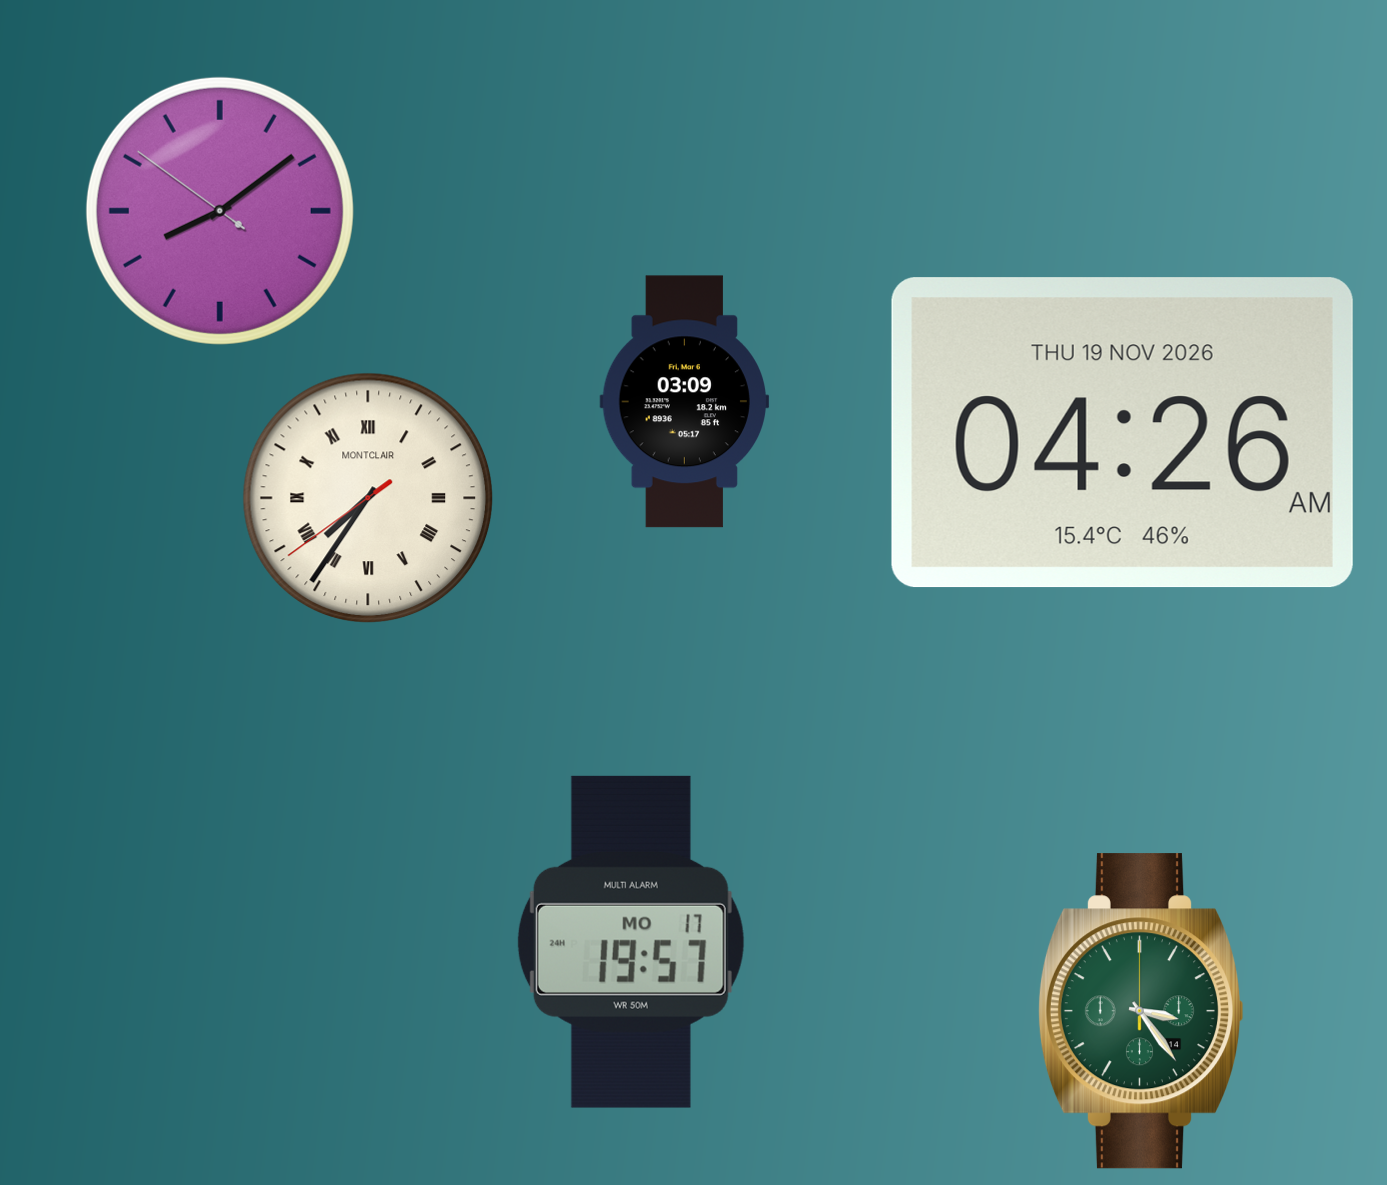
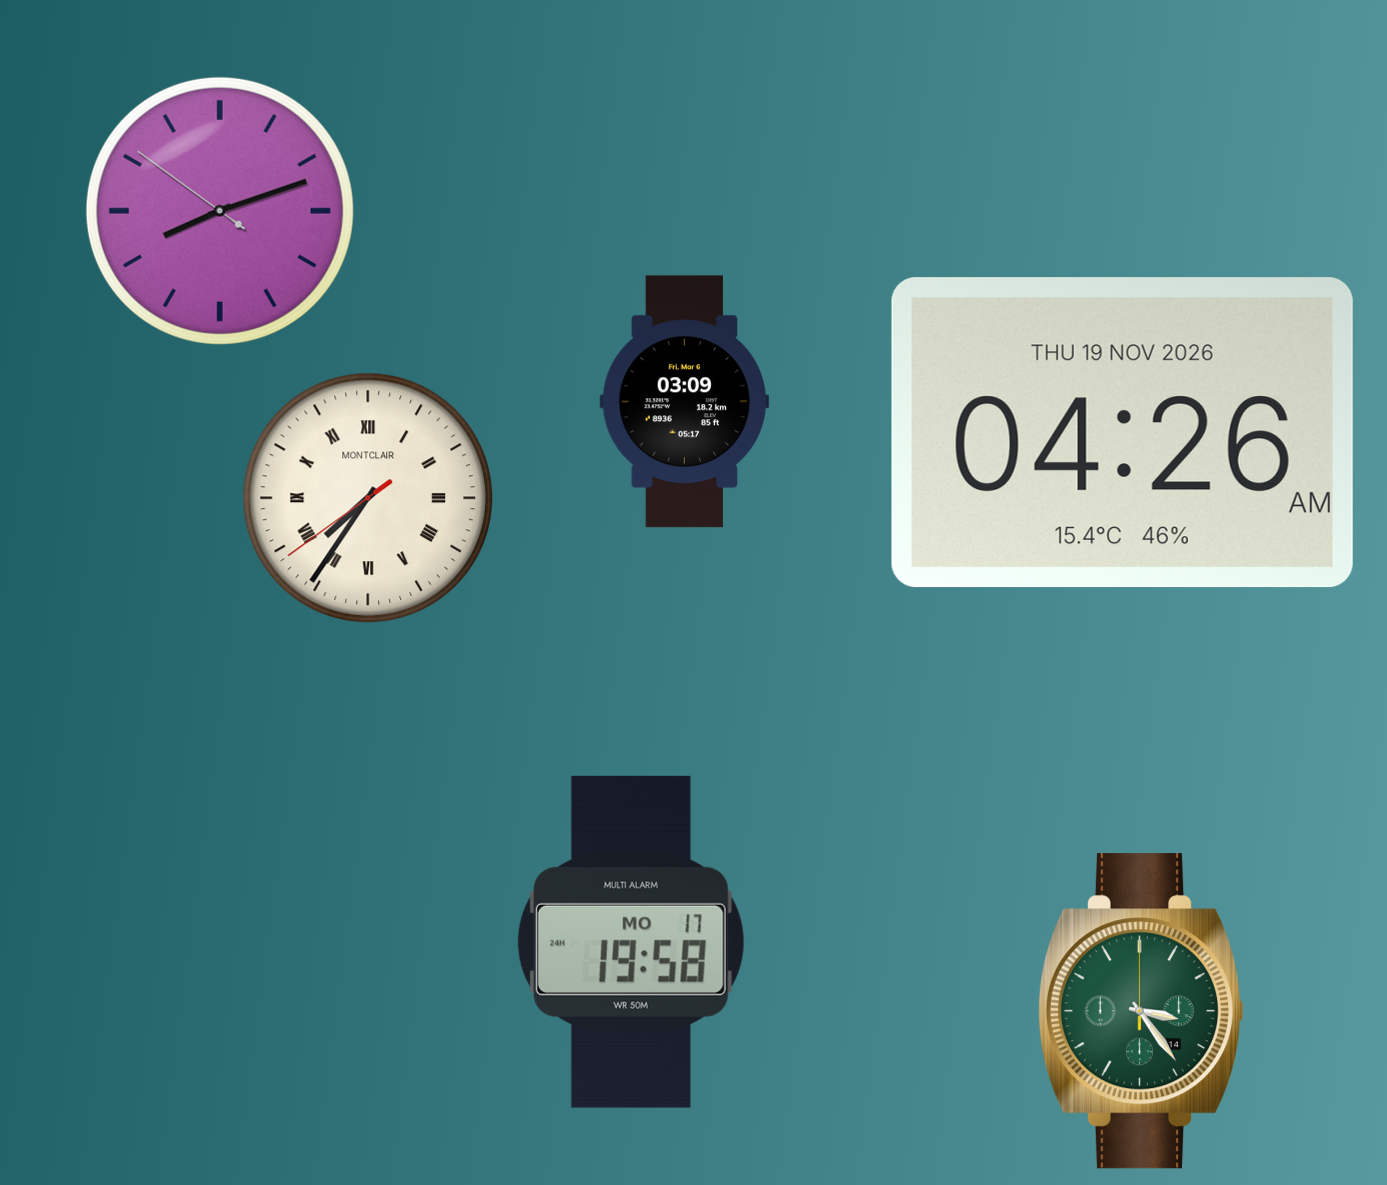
clock at (220, 211): 8:08 -> 8:11
clock at (631, 942): 19:57 -> 19:58
